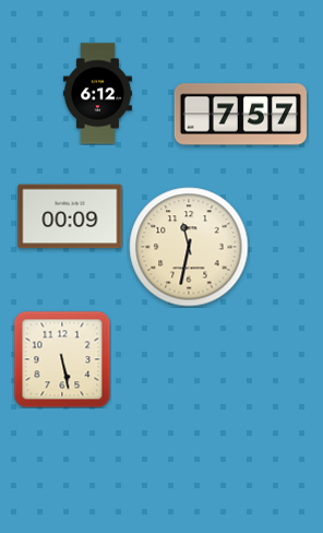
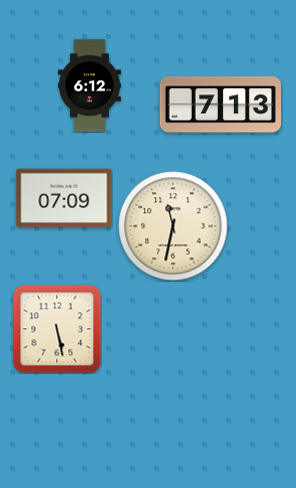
clock at (240, 115): 7:57 -> 7:13
clock at (70, 216): 00:09 -> 07:09
